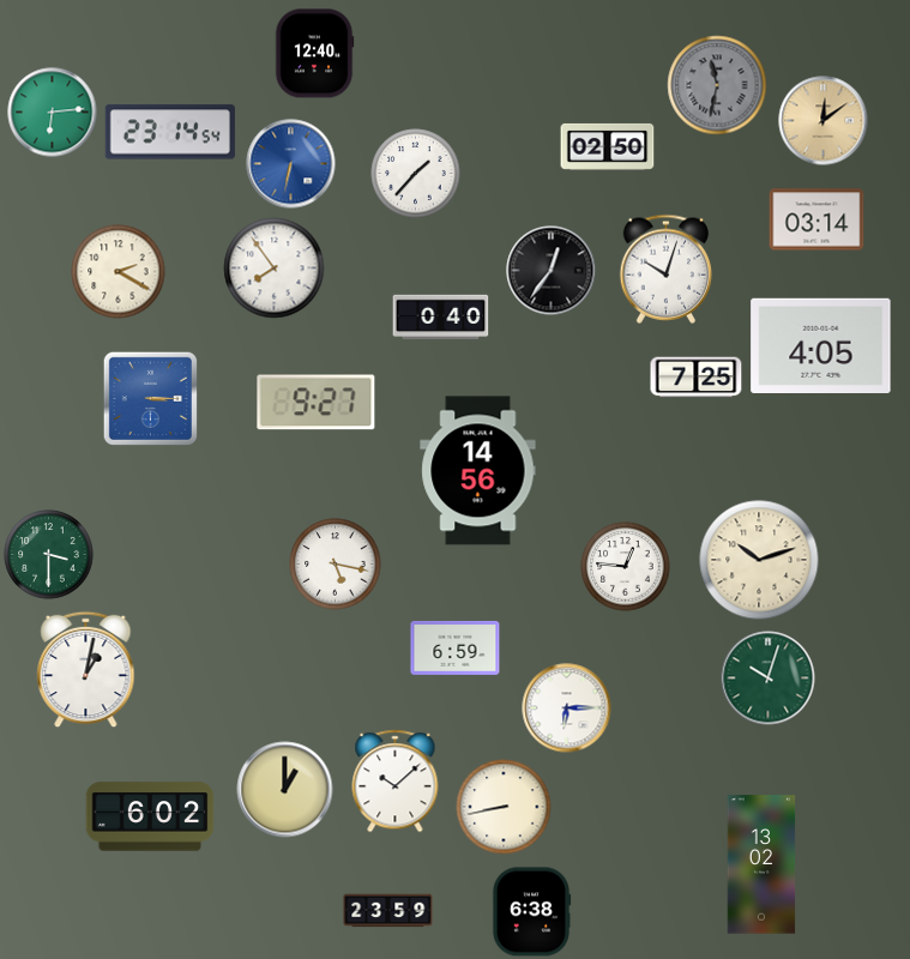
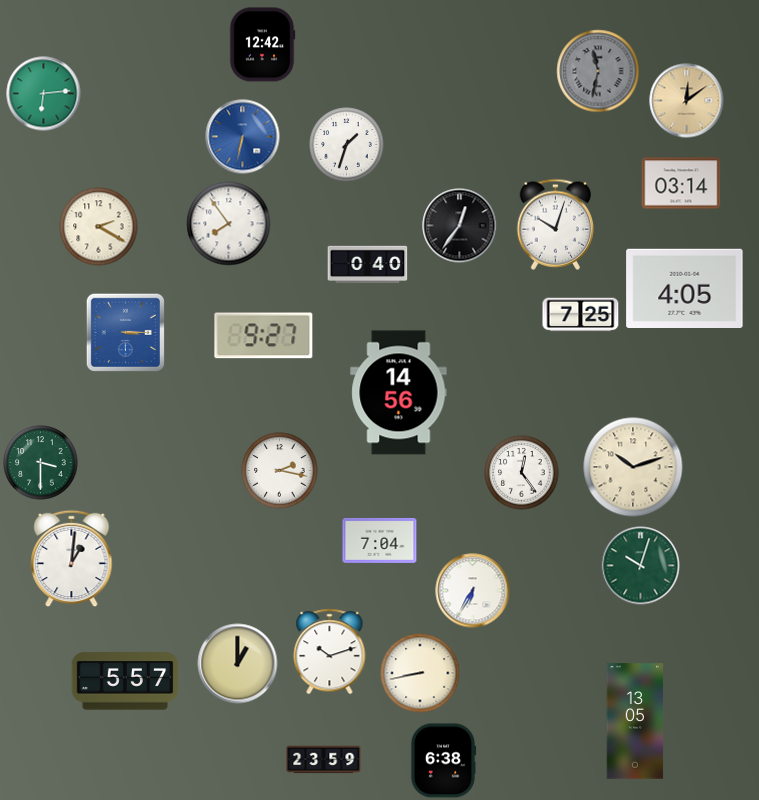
clock at (314, 54): 12:40 -> 12:42
clock at (170, 132): 23:14 -> none
clock at (608, 146): 02:50 -> none
clock at (416, 174): 1:37 -> 1:33
clock at (336, 565): 5:17 -> 2:17
clock at (626, 567): 12:46 -> 12:24
clock at (456, 647): 6:59 -> 7:04
clock at (86, 670): 1:02 -> 1:01
clock at (567, 708): 6:15 -> 6:35
clock at (396, 782): 10:08 -> 10:12
clock at (285, 790) position: (285, 790) -> (238, 664)
clock at (150, 816): 6:02 -> 5:57
clock at (761, 864): 13:02 -> 13:05
